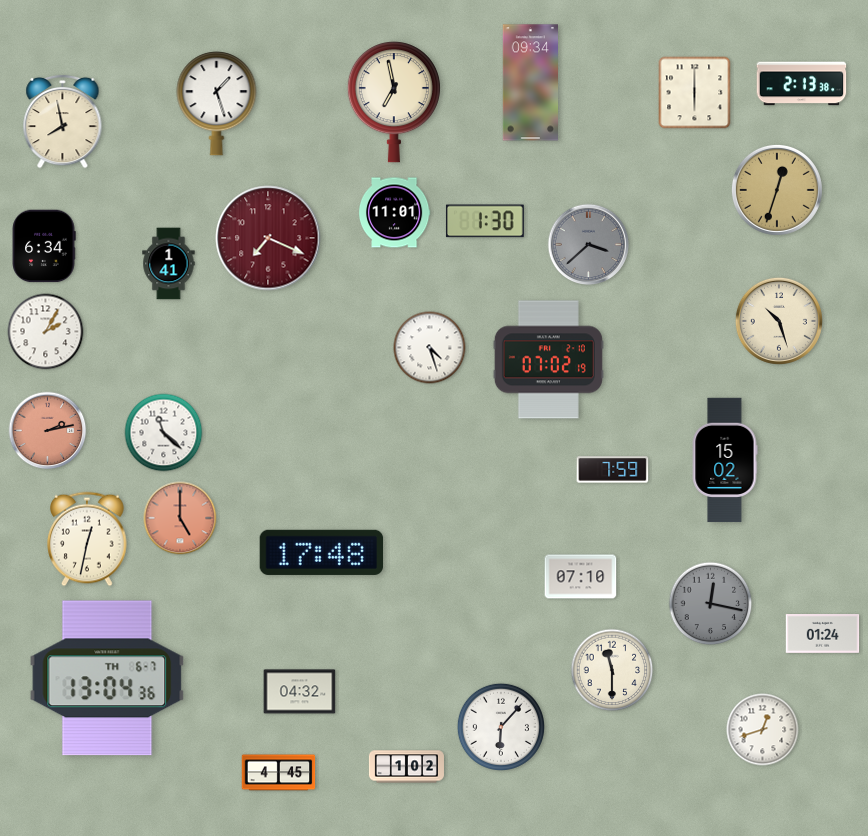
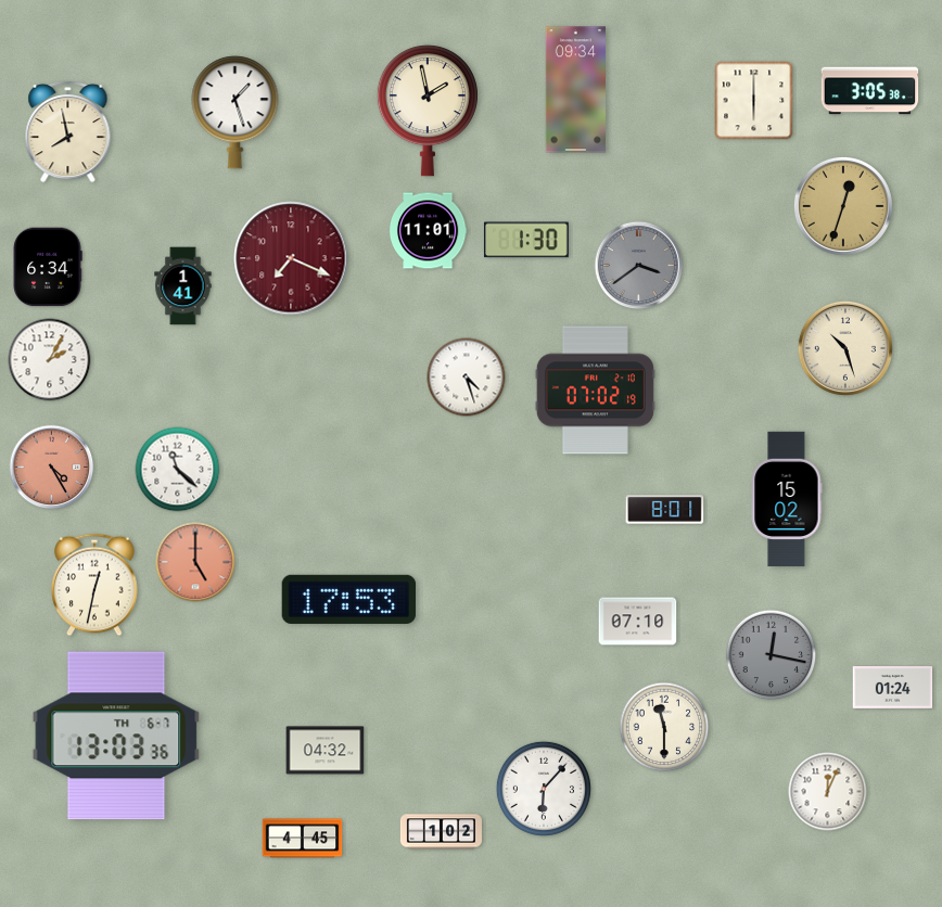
clock at (802, 84): 2:13 -> 3:05
clock at (394, 102): 6:58 -> 1:58
clock at (589, 245): 3:38 -> 3:39
clock at (48, 431): 2:13 -> 4:25
clock at (613, 470): 7:59 -> 8:01
clock at (322, 552): 17:48 -> 17:53
clock at (581, 577) position: (581, 577) -> (638, 622)
clock at (107, 678): 13:04 -> 13:03
clock at (763, 730): 12:42 -> 12:04
